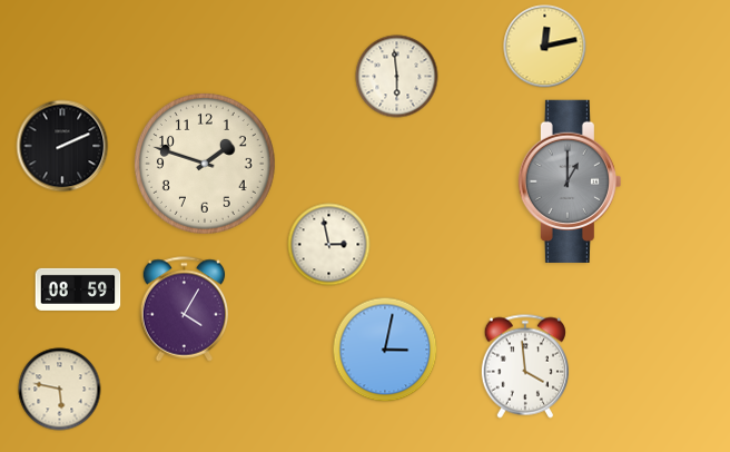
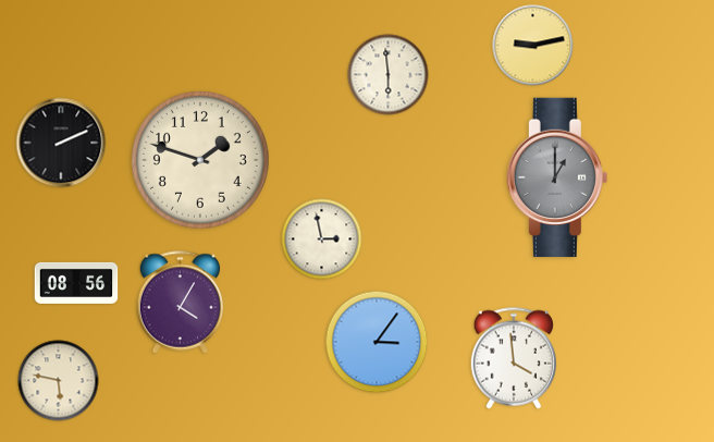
clock at (545, 47): 12:13 -> 9:13
clock at (78, 289): 08:59 -> 08:56
clock at (385, 350): 3:02 -> 3:06
